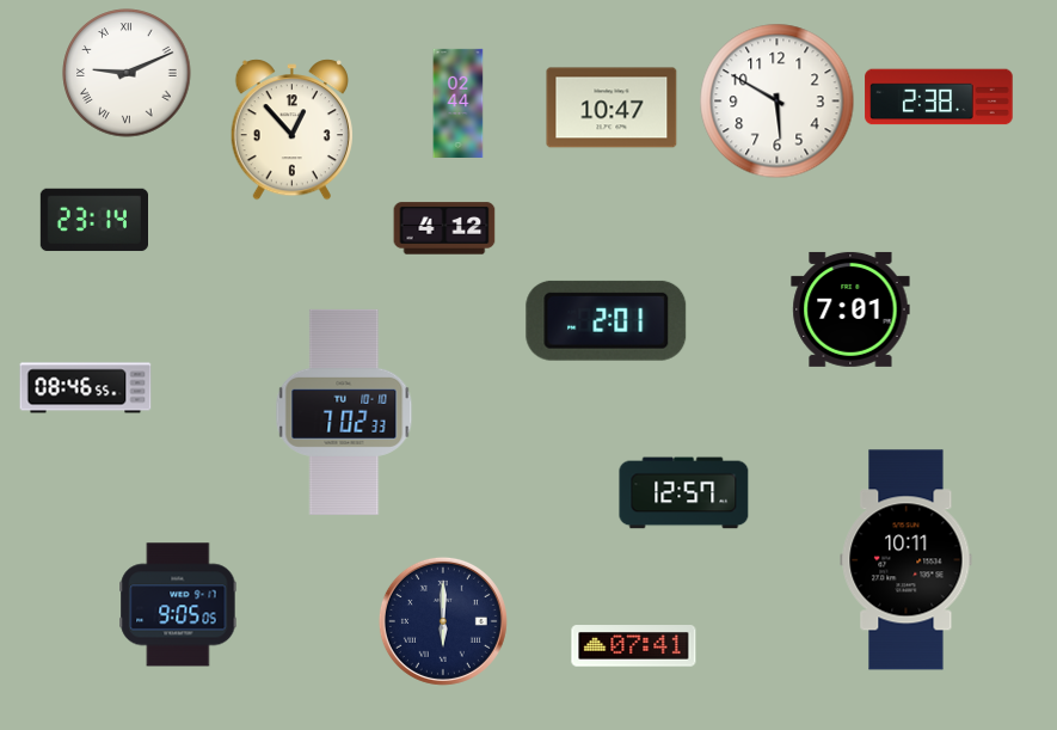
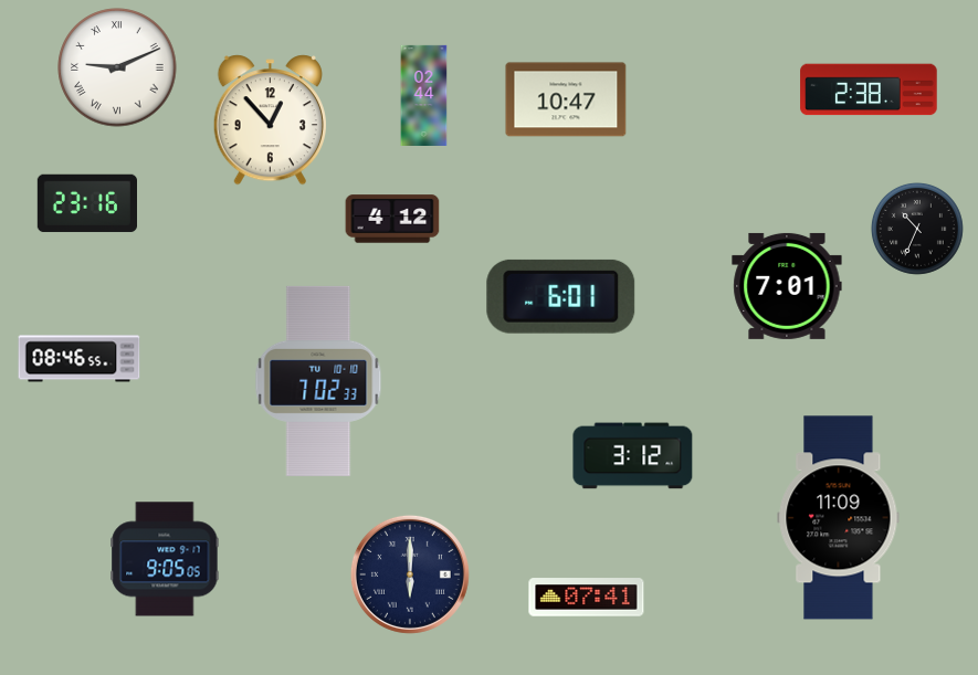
clock at (778, 102): 5:50 -> none
clock at (93, 220): 23:14 -> 23:16
clock at (444, 228) position: (444, 228) -> (392, 219)
clock at (917, 229): none -> 10:34
clock at (607, 320): 2:01 -> 6:01
clock at (684, 493): 12:57 -> 3:12
clock at (907, 560): 10:11 -> 11:09
